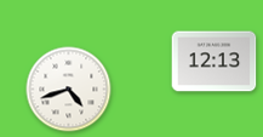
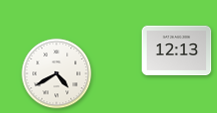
clock at (69, 90): 4:42 -> 4:40
